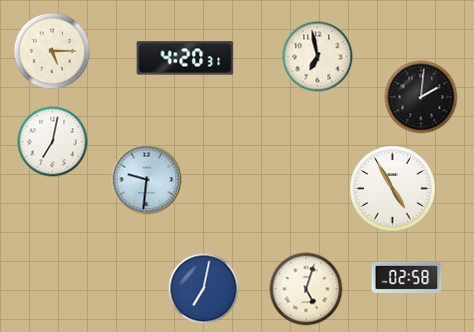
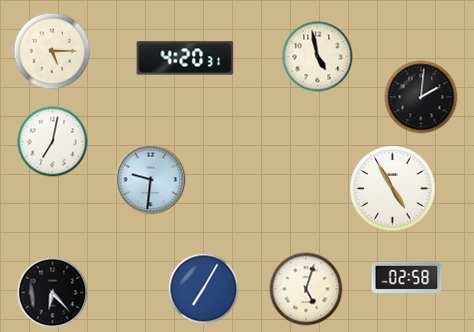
clock at (318, 57): 6:58 -> 4:58
clock at (147, 180) position: (147, 180) -> (151, 180)
clock at (204, 289): 7:02 -> 7:05
clock at (53, 293): none -> 6:23
